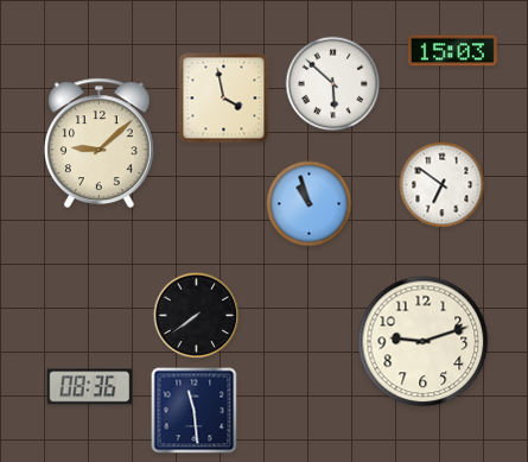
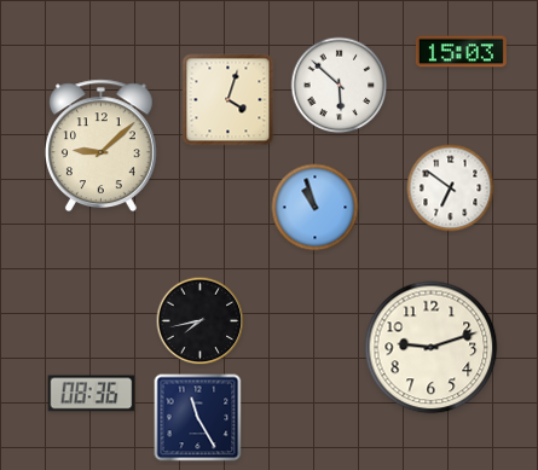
clock at (224, 99): 3:58 -> 4:03
clock at (197, 316): 7:39 -> 7:43
clock at (195, 411): 11:29 -> 11:25
